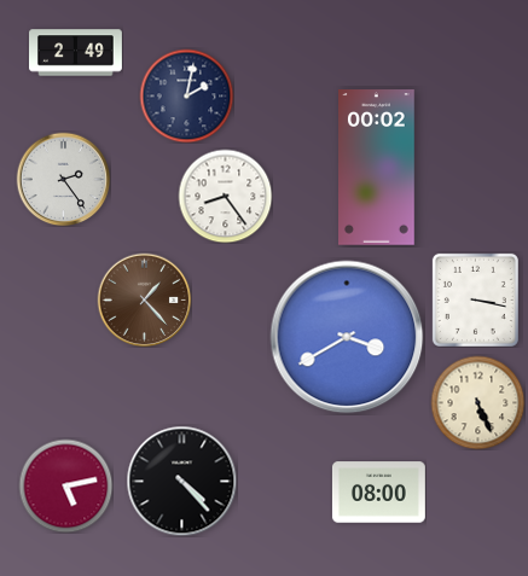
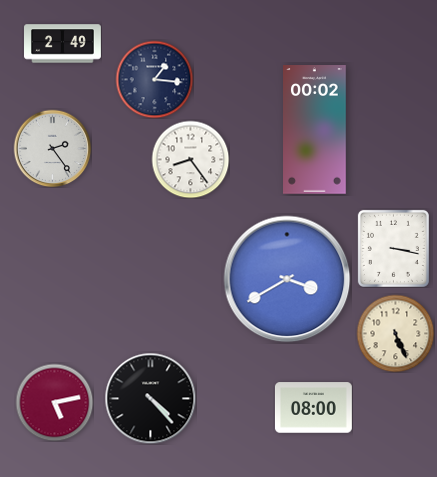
clock at (186, 95): 2:02 -> 1:16
clock at (377, 168) position: (377, 168) -> (315, 130)
clock at (225, 196) position: (225, 196) -> (190, 159)
clock at (144, 299): 1:23 -> none
